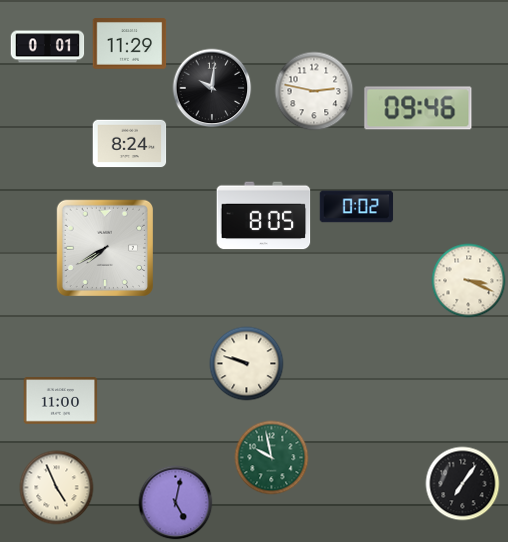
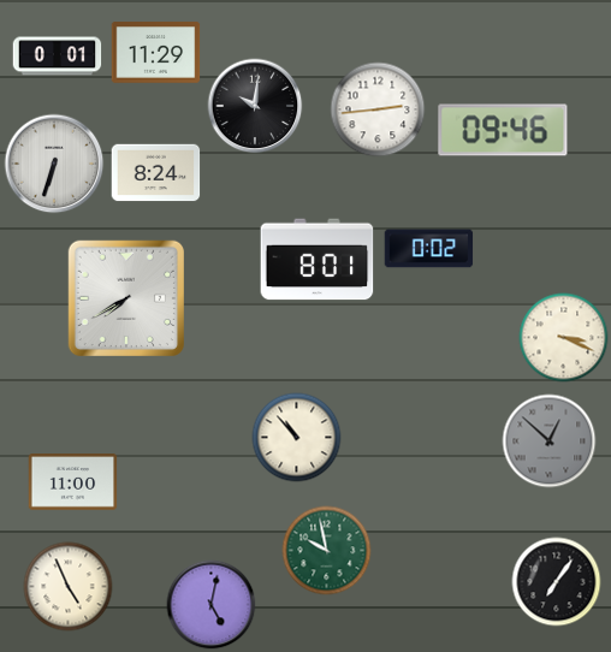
clock at (314, 91): 2:47 -> 2:44
clock at (54, 164): none -> 6:33
clock at (264, 216): 8:05 -> 8:01
clock at (247, 364): 9:48 -> 10:53
clock at (550, 441): none -> 12:52
